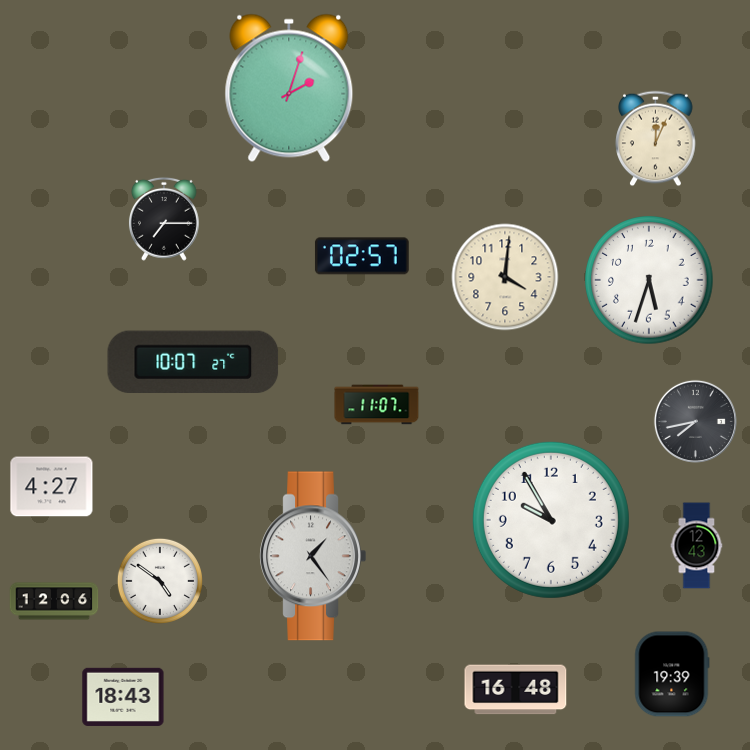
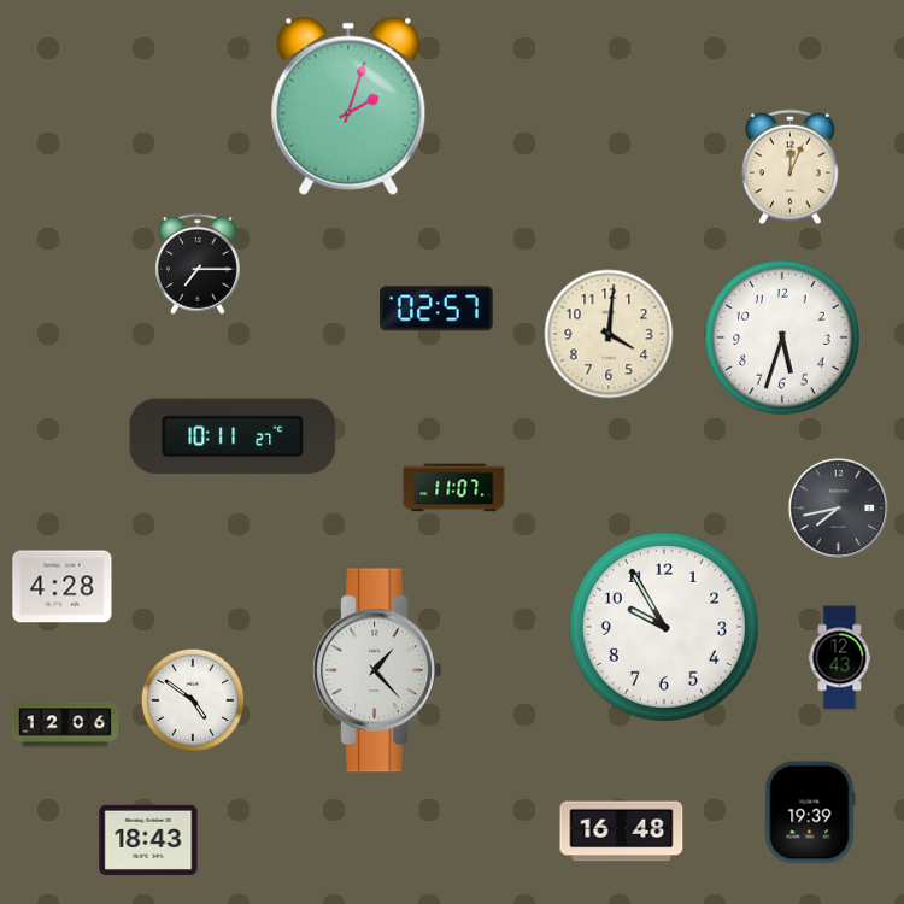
clock at (193, 361): 10:07 -> 10:11
clock at (52, 487): 4:27 -> 4:28
clock at (313, 556): 1:24 -> 1:23
